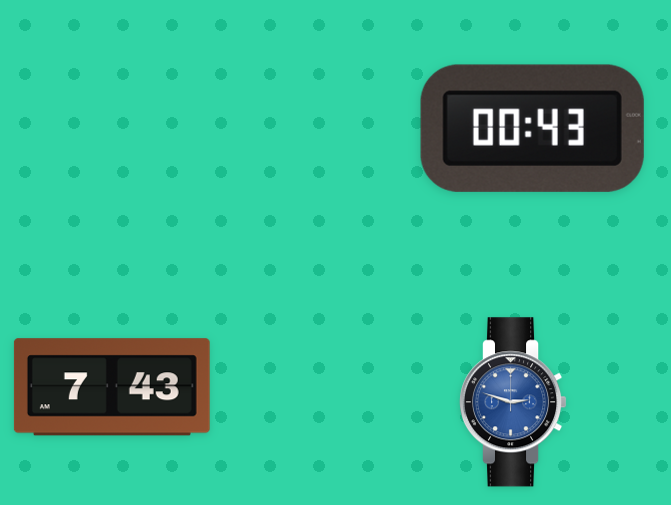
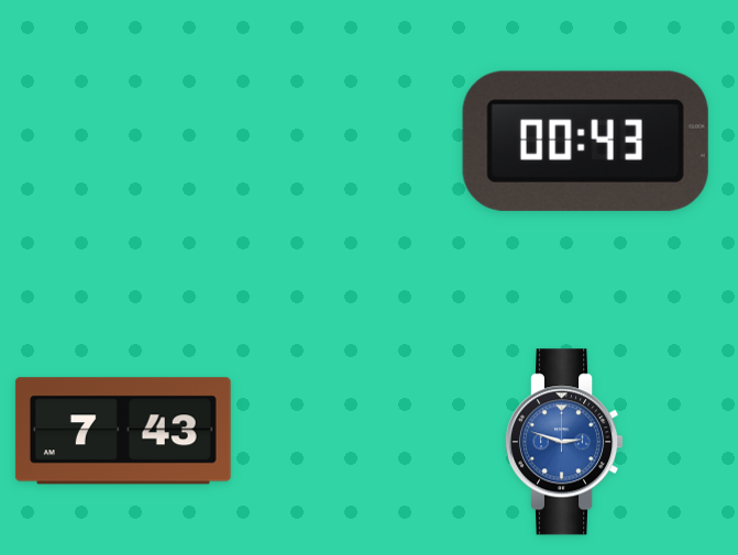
clock at (112, 387) position: (112, 387) -> (123, 431)
